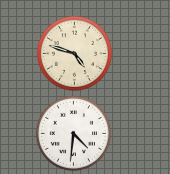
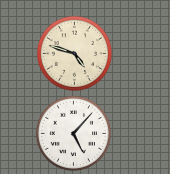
clock at (73, 133): 4:31 -> 5:07
